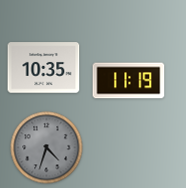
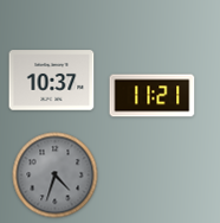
clock at (44, 68): 10:35 -> 10:37
clock at (129, 81): 11:19 -> 11:21
